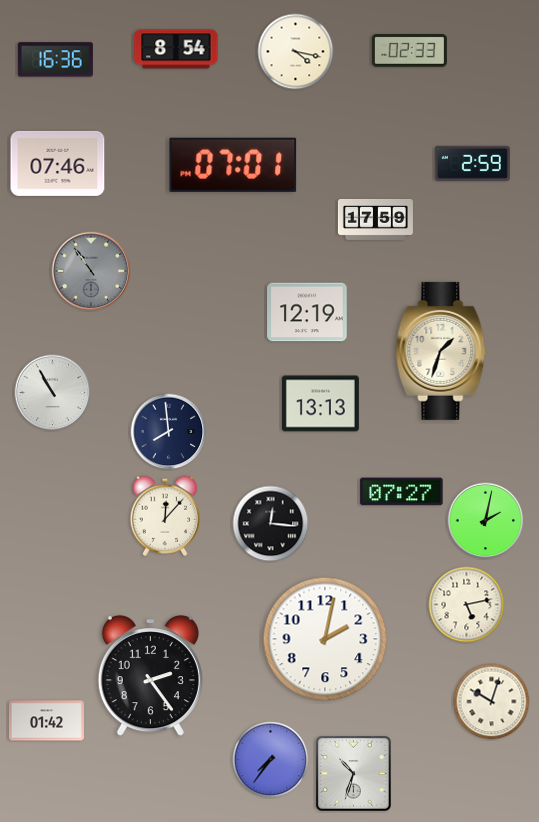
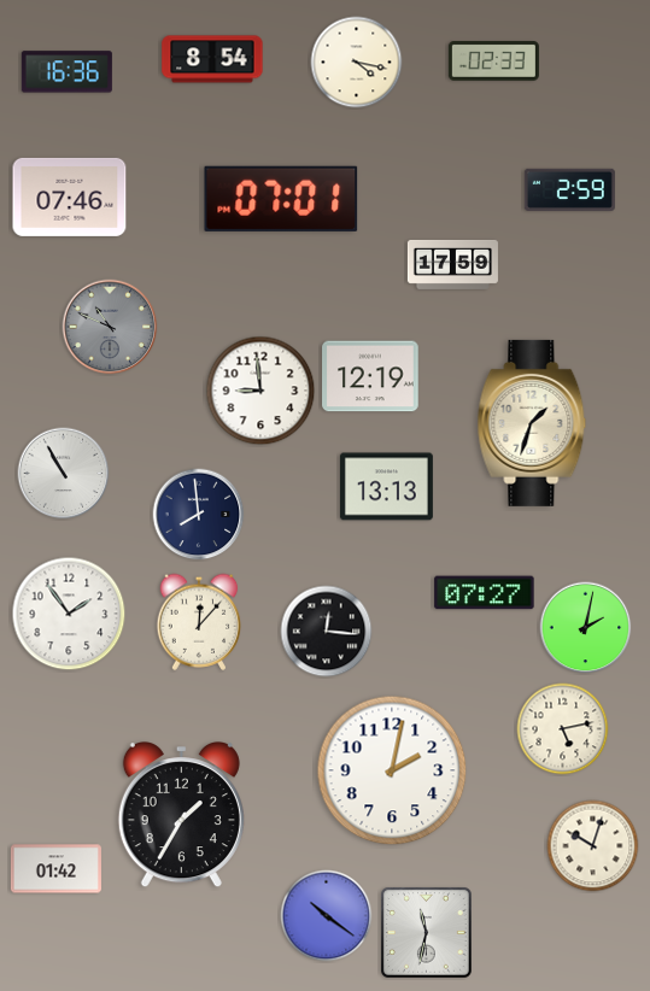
clock at (472, 163) position: (472, 163) -> (569, 189)
clock at (91, 271): 10:54 -> 10:49
clock at (260, 391): none -> 8:59
clock at (169, 432) position: (169, 432) -> (199, 515)
clock at (69, 614): none -> 1:54
clock at (150, 677): 2:24 -> 1:35
clock at (271, 760): 7:36 -> 10:21
clock at (354, 774): 10:33 -> 11:32
